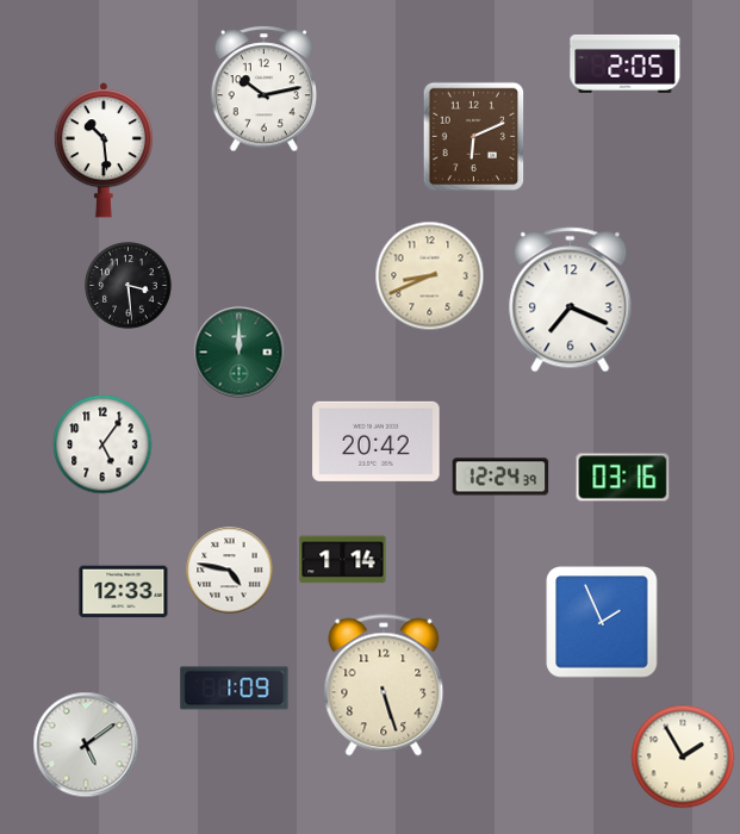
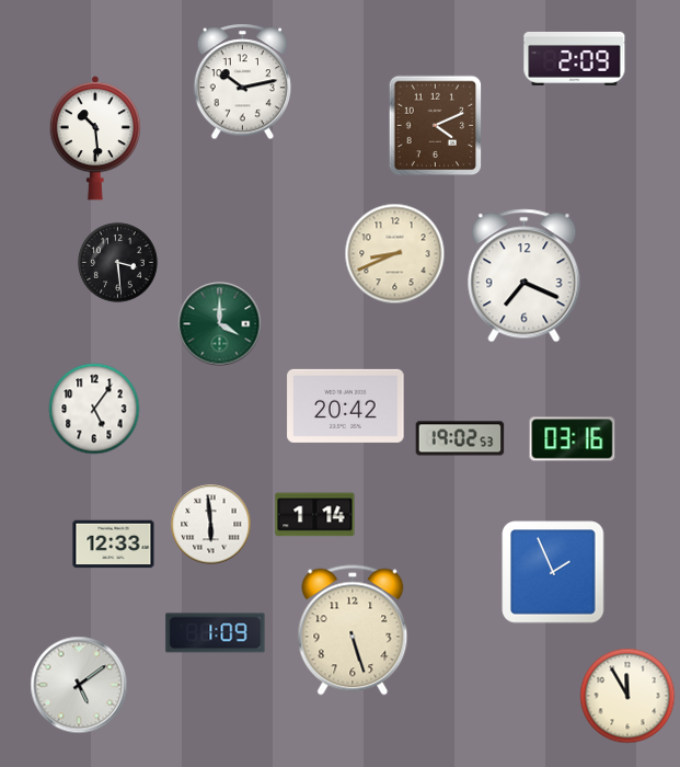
clock at (626, 63): 2:05 -> 2:09
clock at (474, 137): 6:11 -> 4:11
clock at (240, 353): 12:00 -> 4:00
clock at (500, 477): 12:24 -> 19:02
clock at (230, 571): 4:47 -> 5:59
clock at (683, 757): 1:55 -> 11:55
